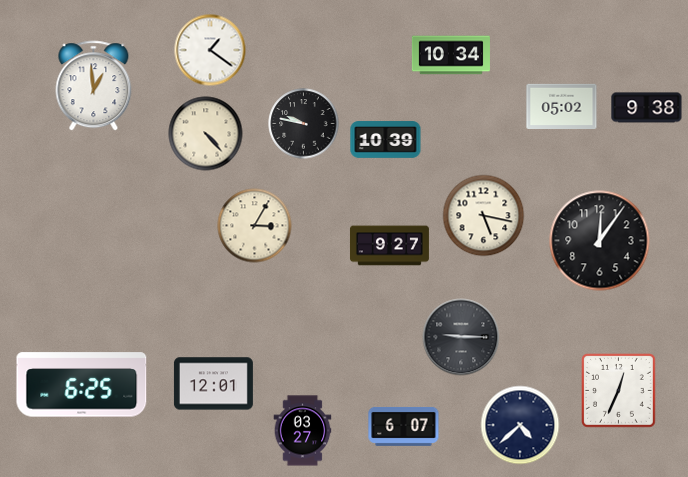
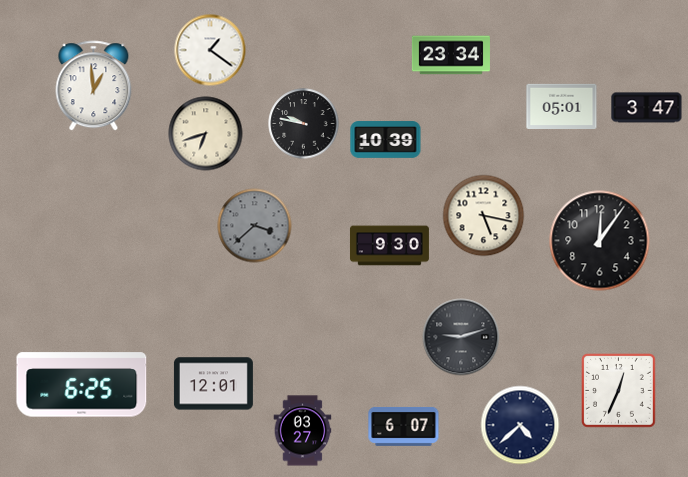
clock at (451, 55): 10:34 -> 23:34
clock at (562, 106): 05:02 -> 05:01
clock at (647, 108): 9:38 -> 3:47
clock at (206, 134): 4:23 -> 6:42
clock at (255, 226): 3:05 -> 3:38
clock at (255, 226) dial: cream -> grey
clock at (389, 246): 9:27 -> 9:30
clock at (461, 337): 9:15 -> 9:12
